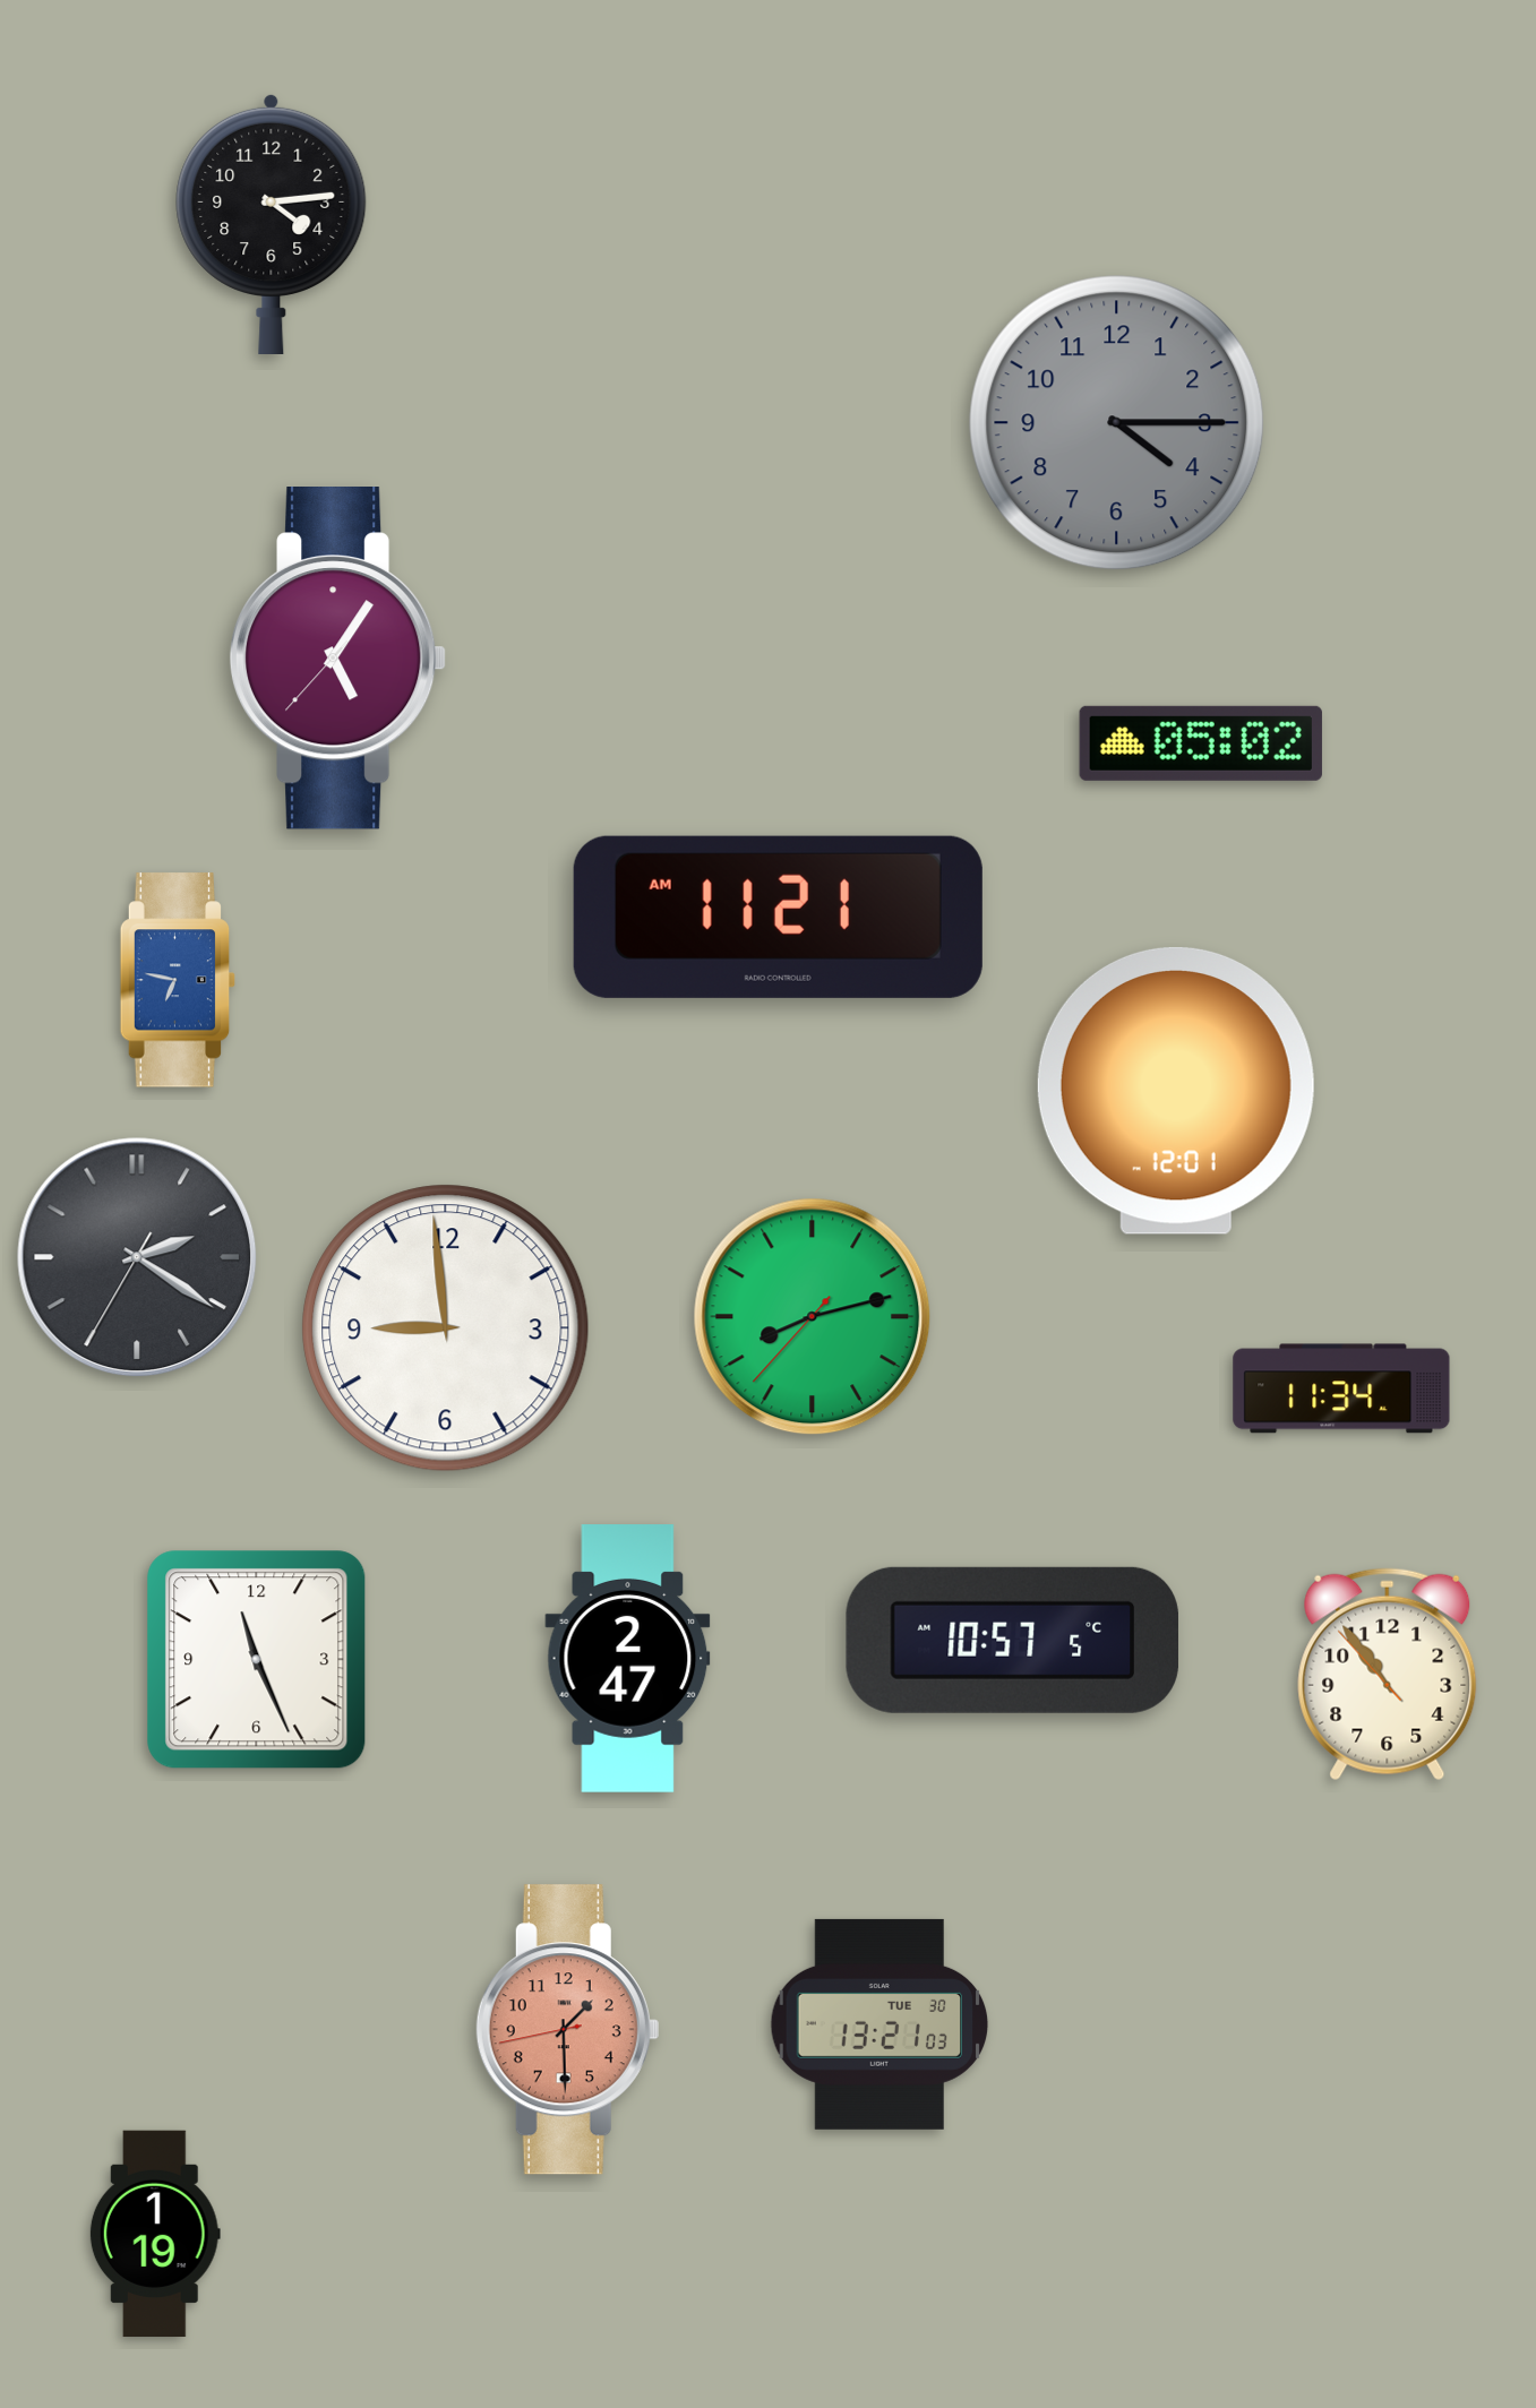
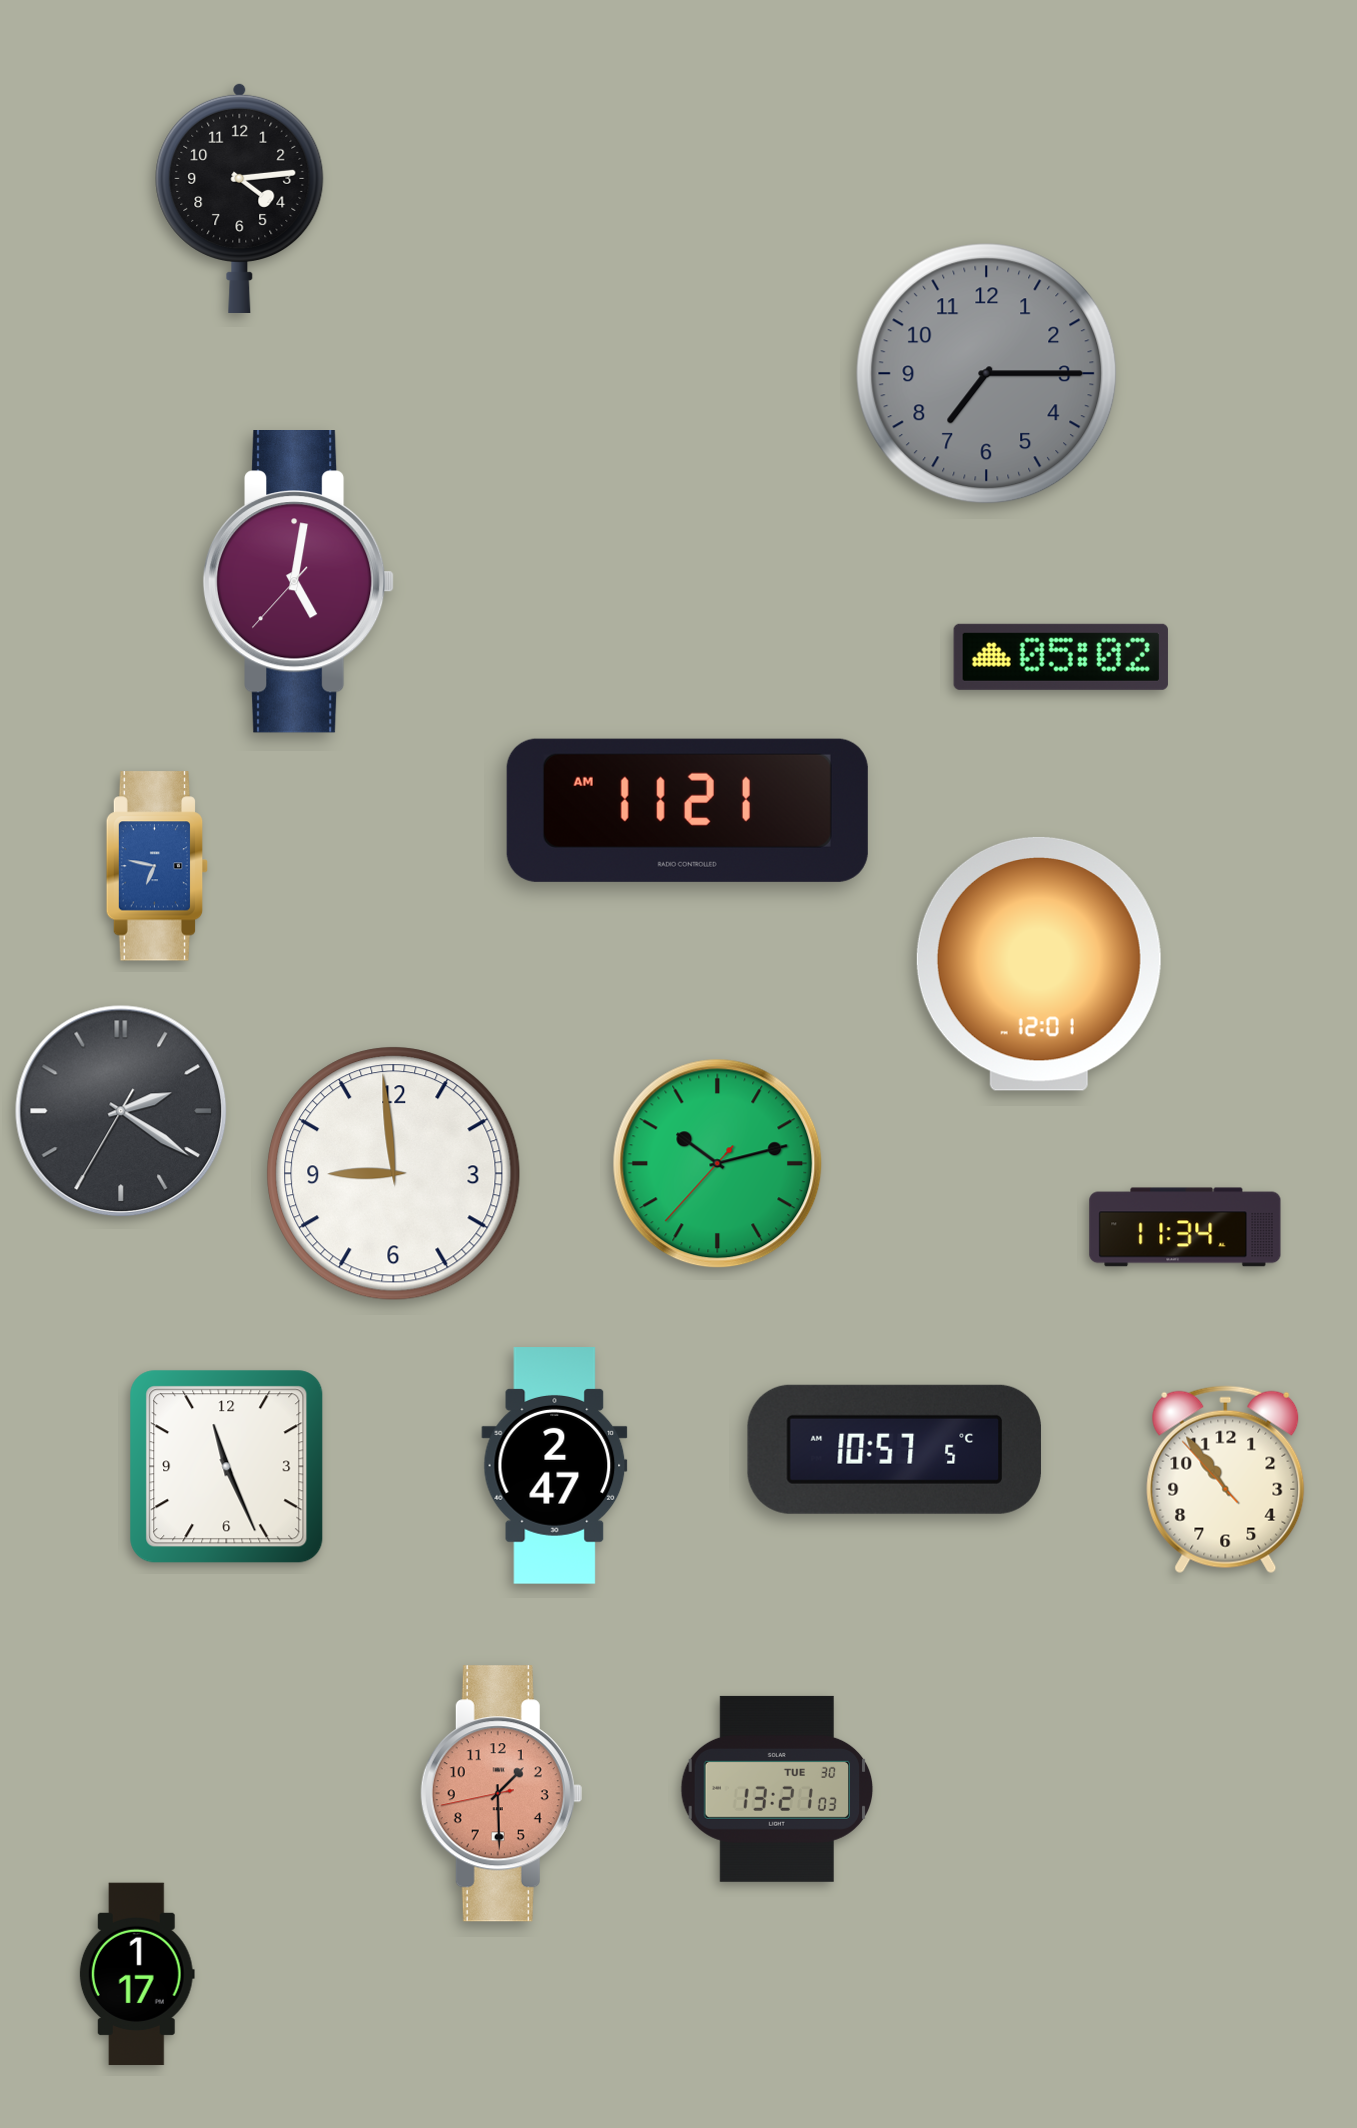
clock at (1117, 423): 4:15 -> 7:15
clock at (338, 659): 5:05 -> 5:01
clock at (813, 1317): 8:12 -> 10:12
clock at (155, 2234): 1:19 -> 1:17
